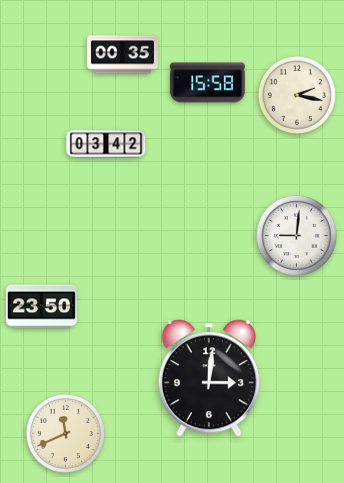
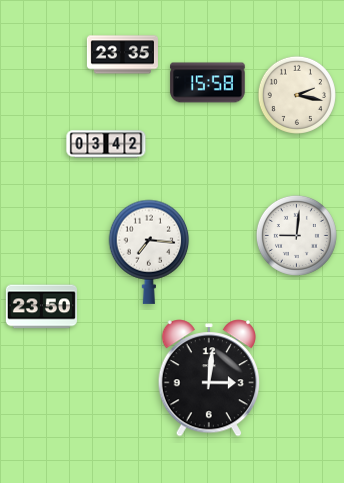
clock at (122, 55): 00:35 -> 23:35
clock at (149, 252): none -> 7:16
clock at (65, 433): 11:41 -> none
